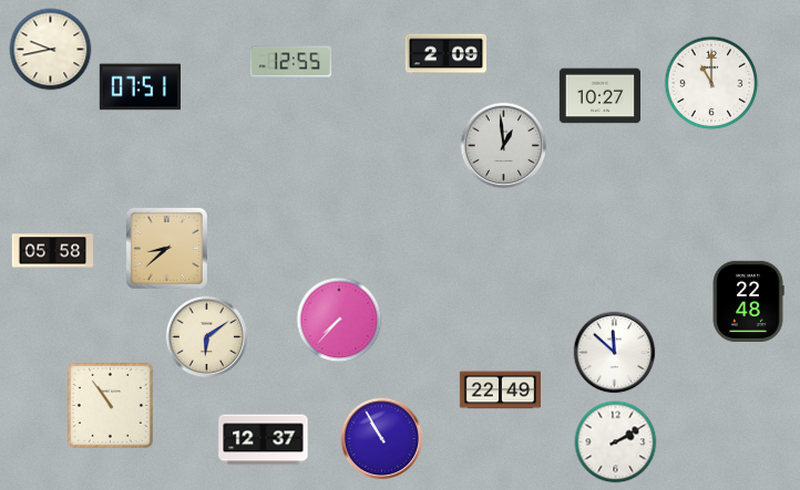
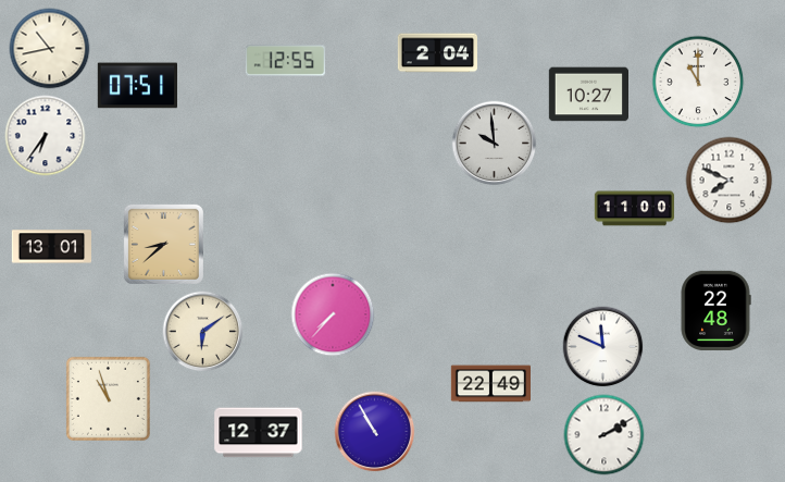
clock at (51, 50): 9:43 -> 10:43
clock at (445, 54): 2:09 -> 2:04
clock at (46, 136): none -> 6:36
clock at (504, 146): 12:59 -> 9:59
clock at (730, 181): none -> 7:49
clock at (635, 209): none -> 11:00
clock at (52, 251): 05:58 -> 13:01
clock at (748, 301) position: (748, 301) -> (715, 310)
clock at (615, 353): 11:52 -> 11:49
clock at (110, 405): 10:54 -> 10:57
